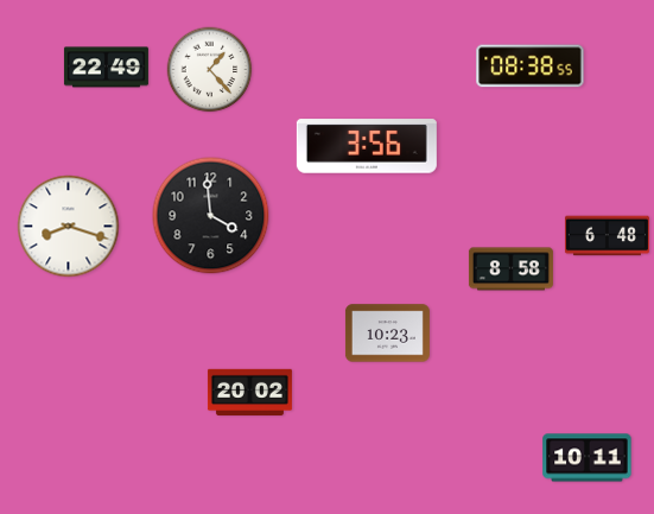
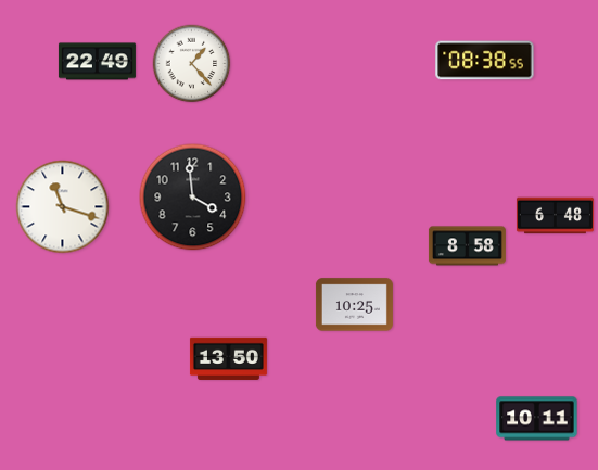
clock at (367, 146): 3:56 -> none
clock at (69, 227): 8:18 -> 11:18
clock at (387, 334): 10:23 -> 10:25
clock at (249, 392): 20:02 -> 13:50
